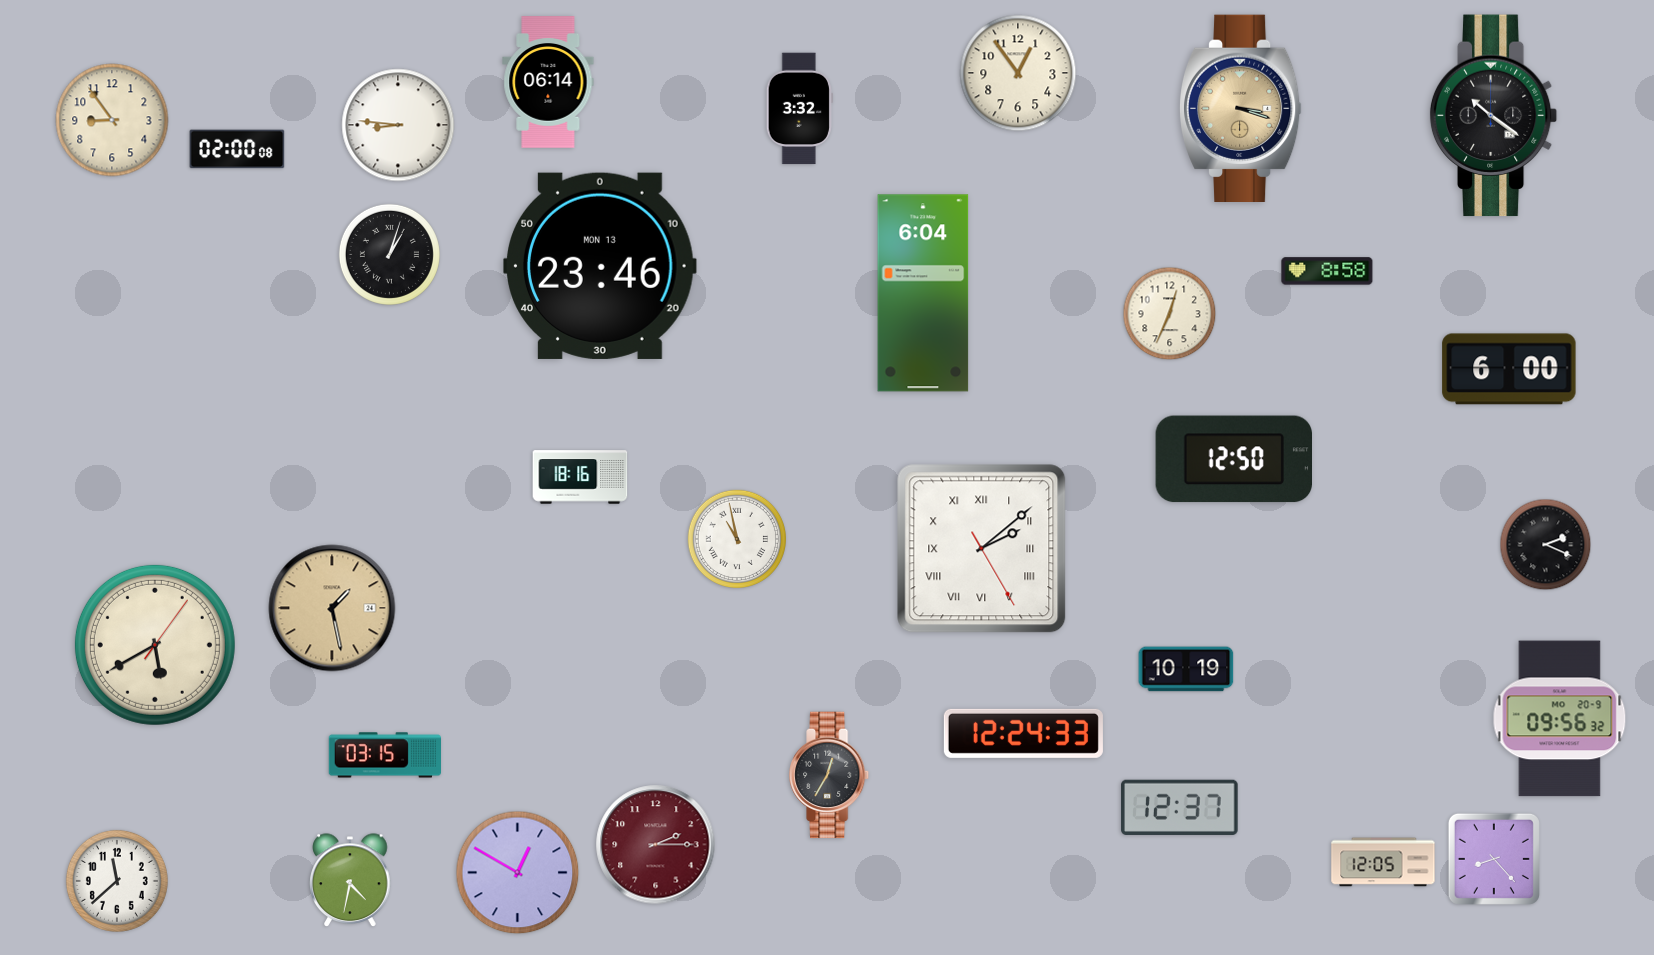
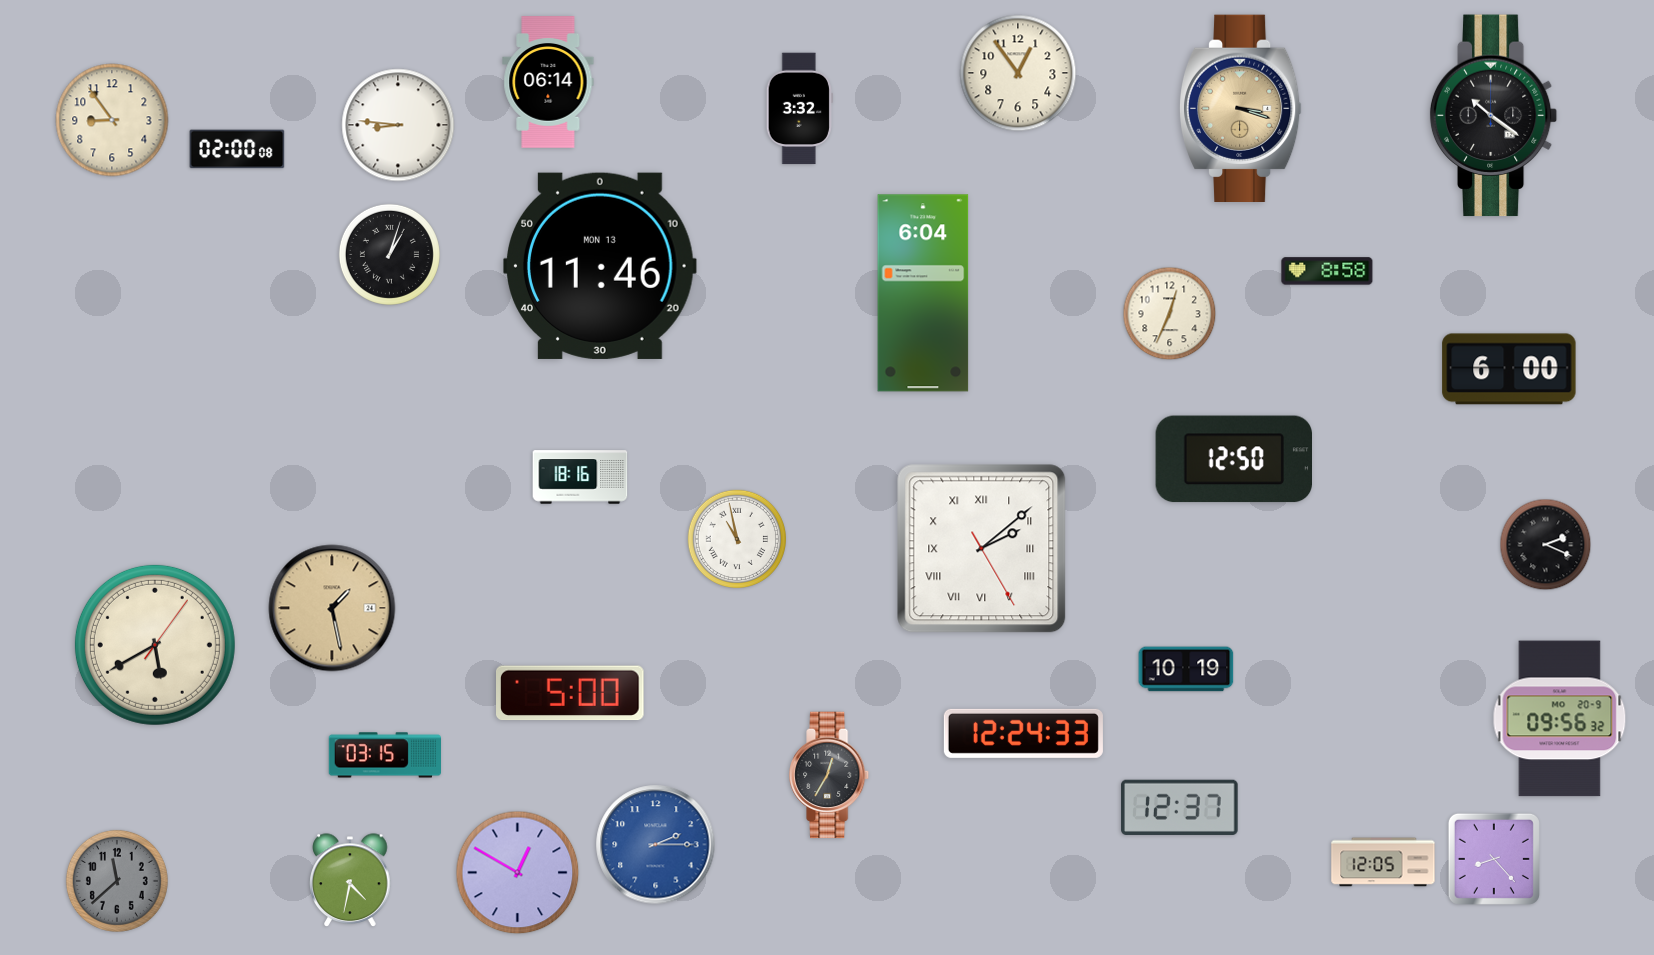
clock at (601, 266): 23:46 -> 11:46
clock at (571, 693): none -> 5:00
clock at (656, 845) dial: burgundy -> blue
clock at (117, 881) dial: white -> grey
